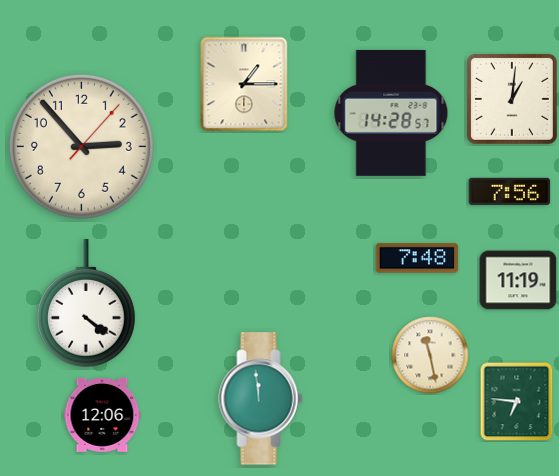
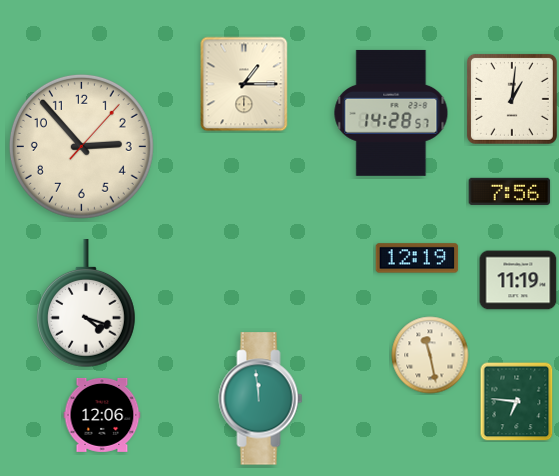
clock at (417, 258): 7:48 -> 12:19
clock at (86, 304): 4:21 -> 4:18
